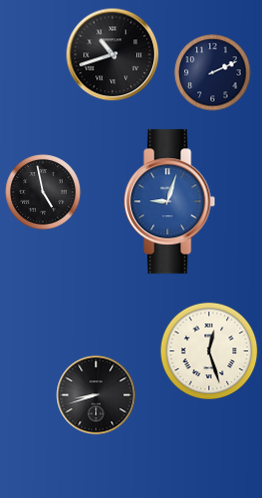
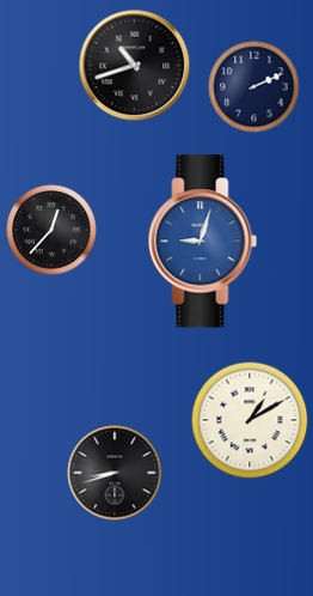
clock at (43, 192): 4:58 -> 12:37
clock at (209, 351): 12:27 -> 1:10
